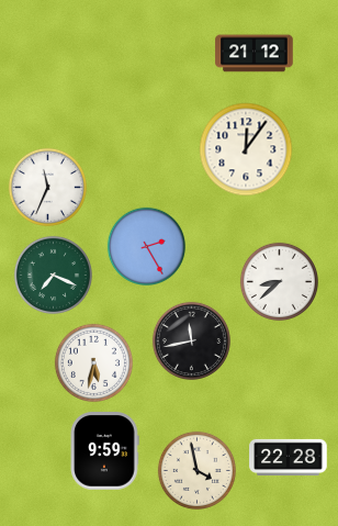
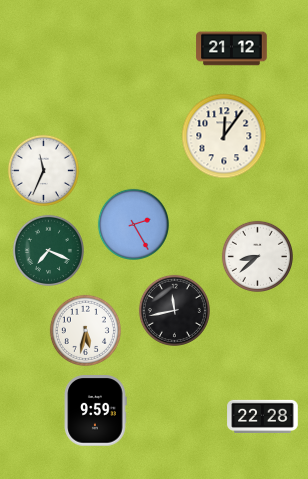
clock at (279, 281) position: (279, 281) -> (257, 256)
clock at (196, 470): 3:58 -> none
